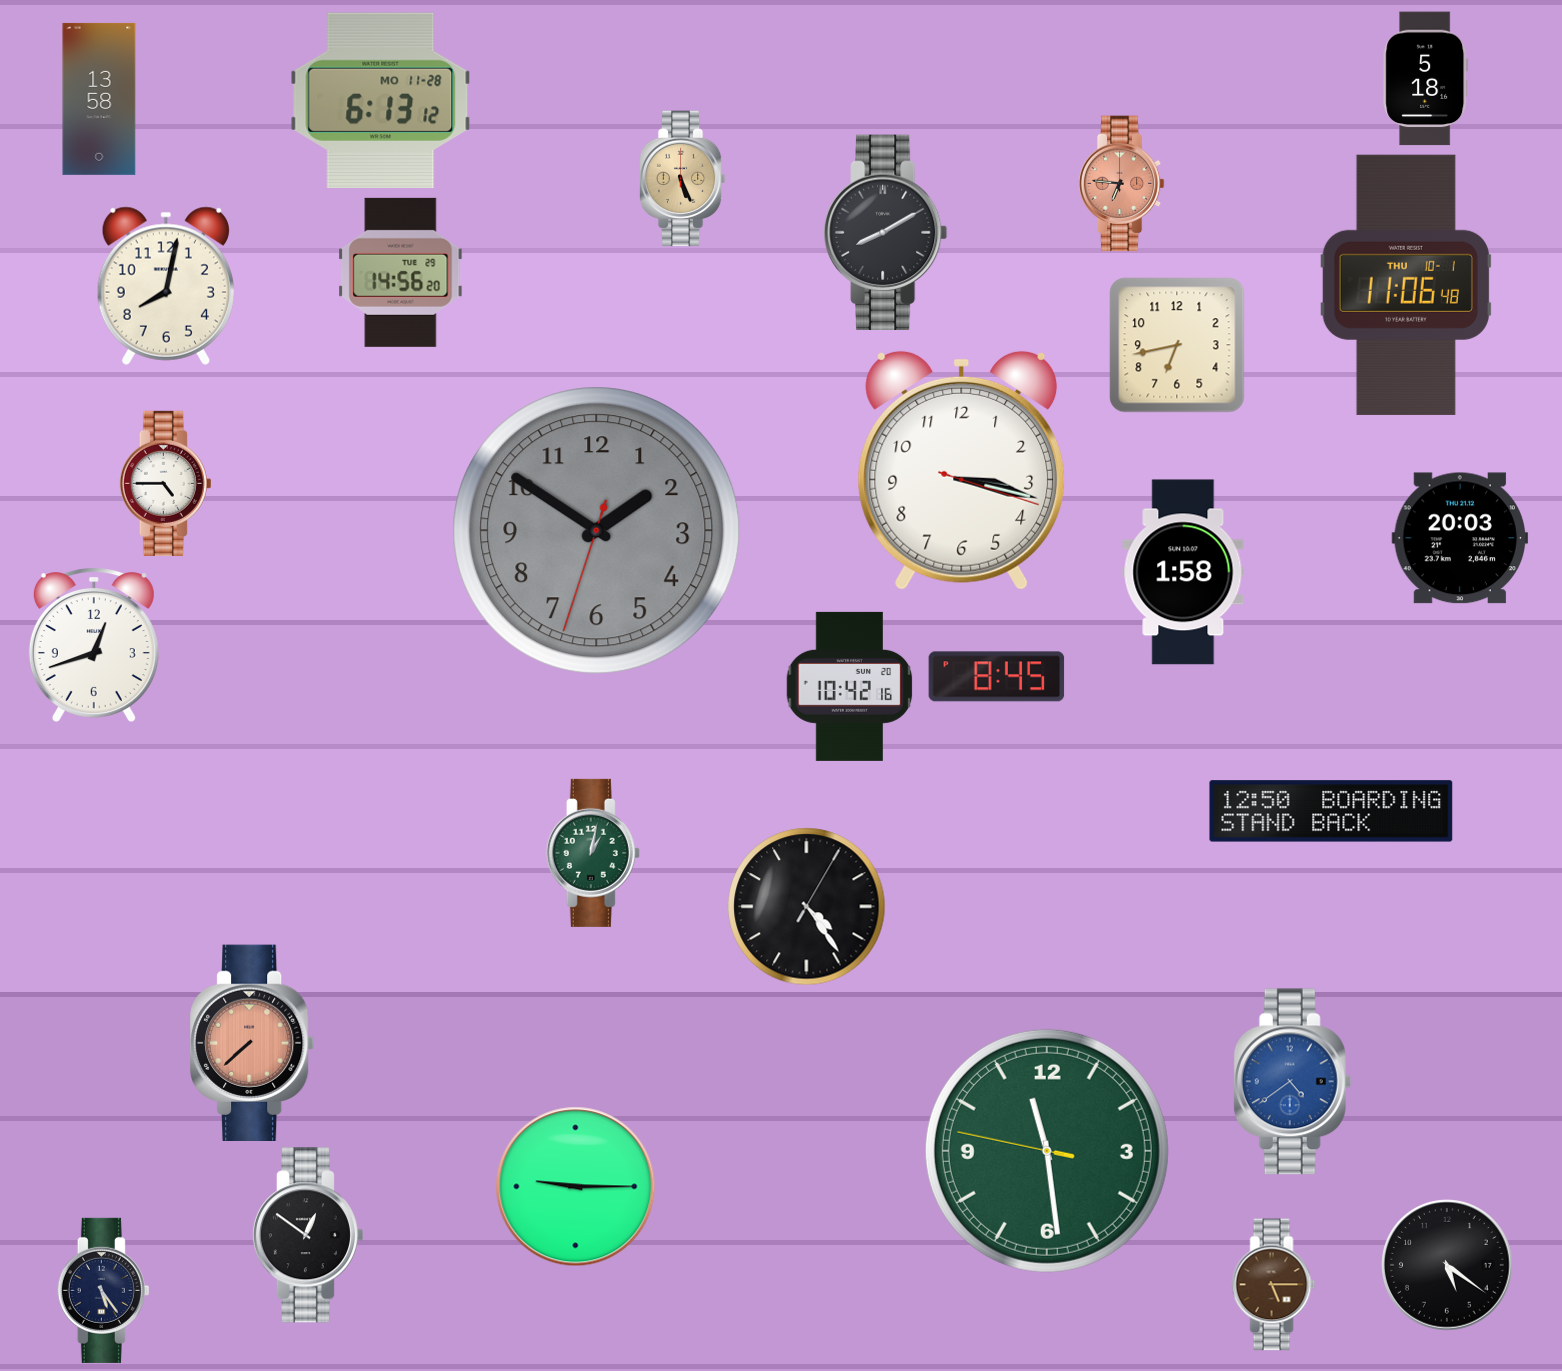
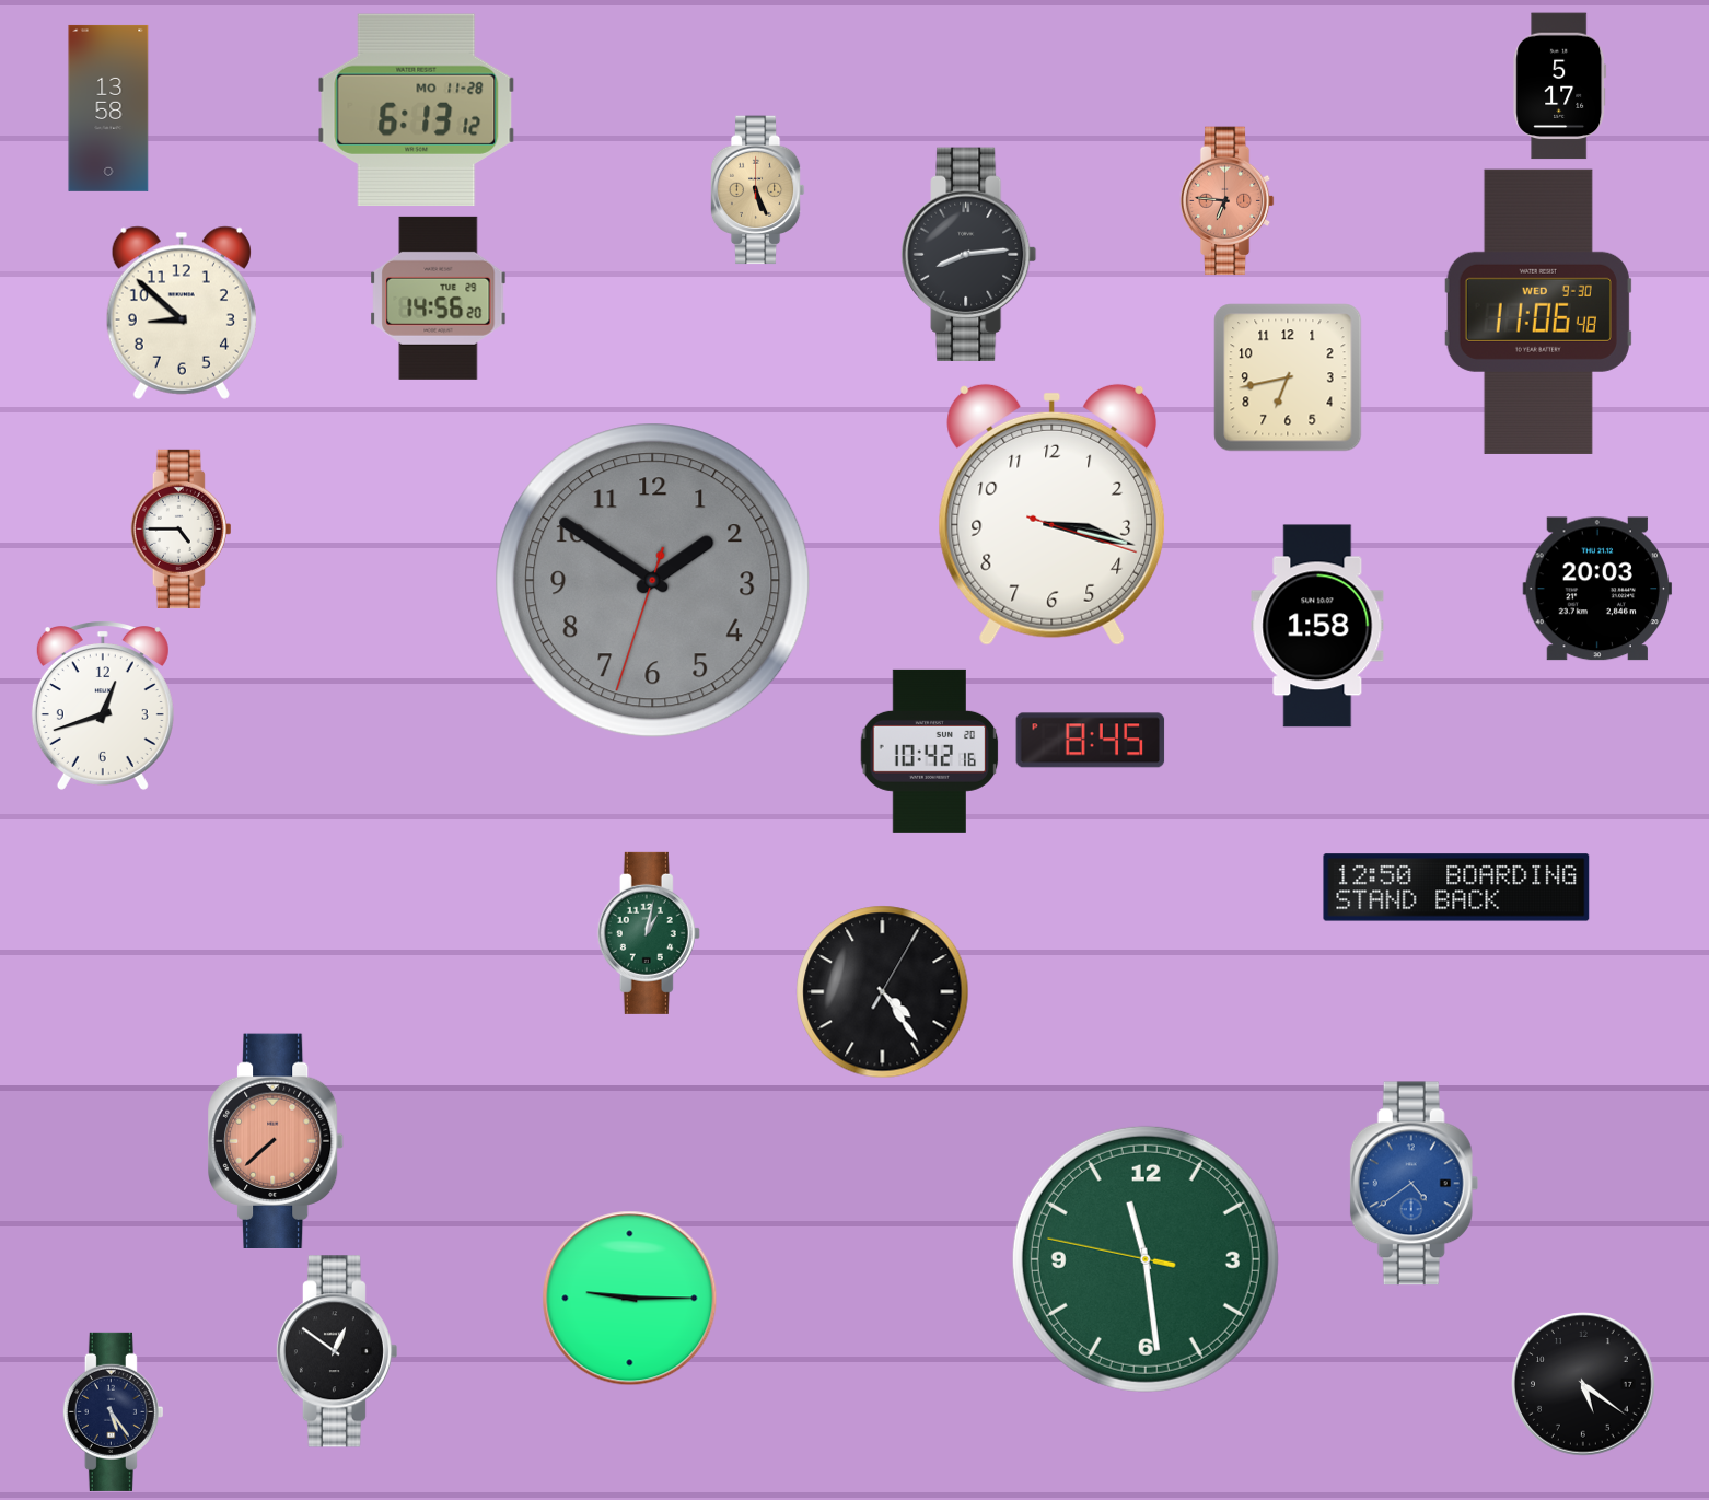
clock at (1426, 79): 5:18 -> 5:17
clock at (682, 179) position: (682, 179) -> (757, 190)
clock at (886, 232): 8:10 -> 8:14
clock at (1406, 285) date: THU 10-1 -> WED 9-30
clock at (166, 286): 8:02 -> 8:52
clock at (1183, 572) position: (1183, 572) -> (1317, 626)
clock at (1274, 1285): 5:15 -> none
